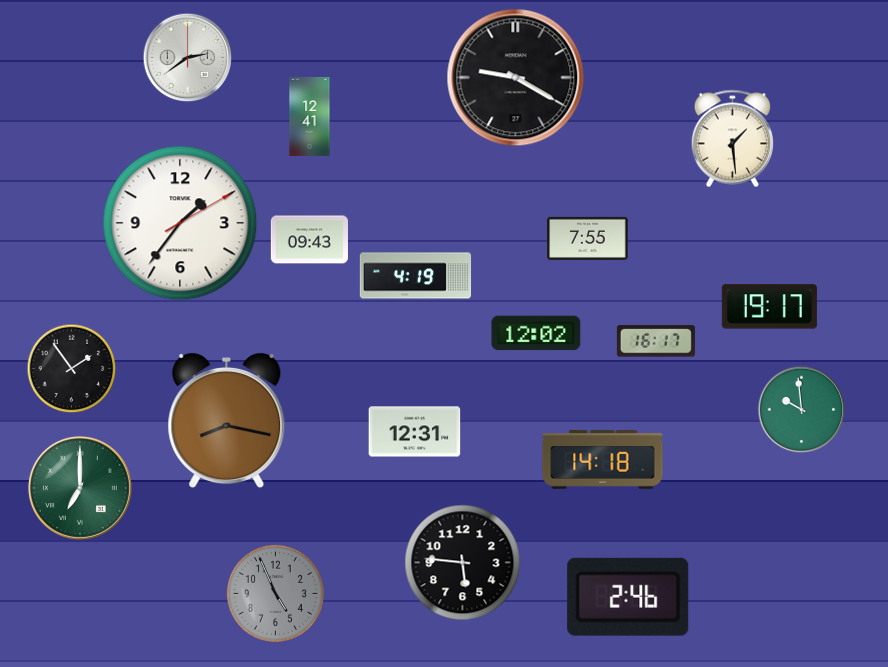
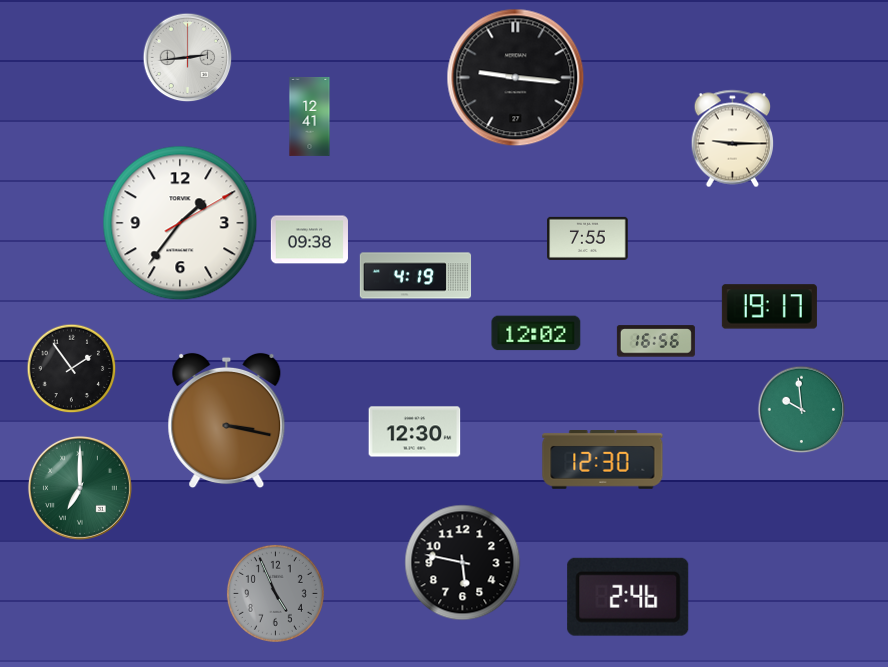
clock at (188, 58): 2:39 -> 2:44
clock at (516, 78): 9:20 -> 9:16
clock at (732, 139): 1:29 -> 9:15
clock at (309, 240): 09:43 -> 09:38
clock at (656, 341): 16:17 -> 16:56
clock at (227, 421): 8:17 -> 3:17
clock at (415, 432): 12:31 -> 12:30
clock at (603, 460): 14:18 -> 12:30
clock at (463, 563): 5:46 -> 5:47
